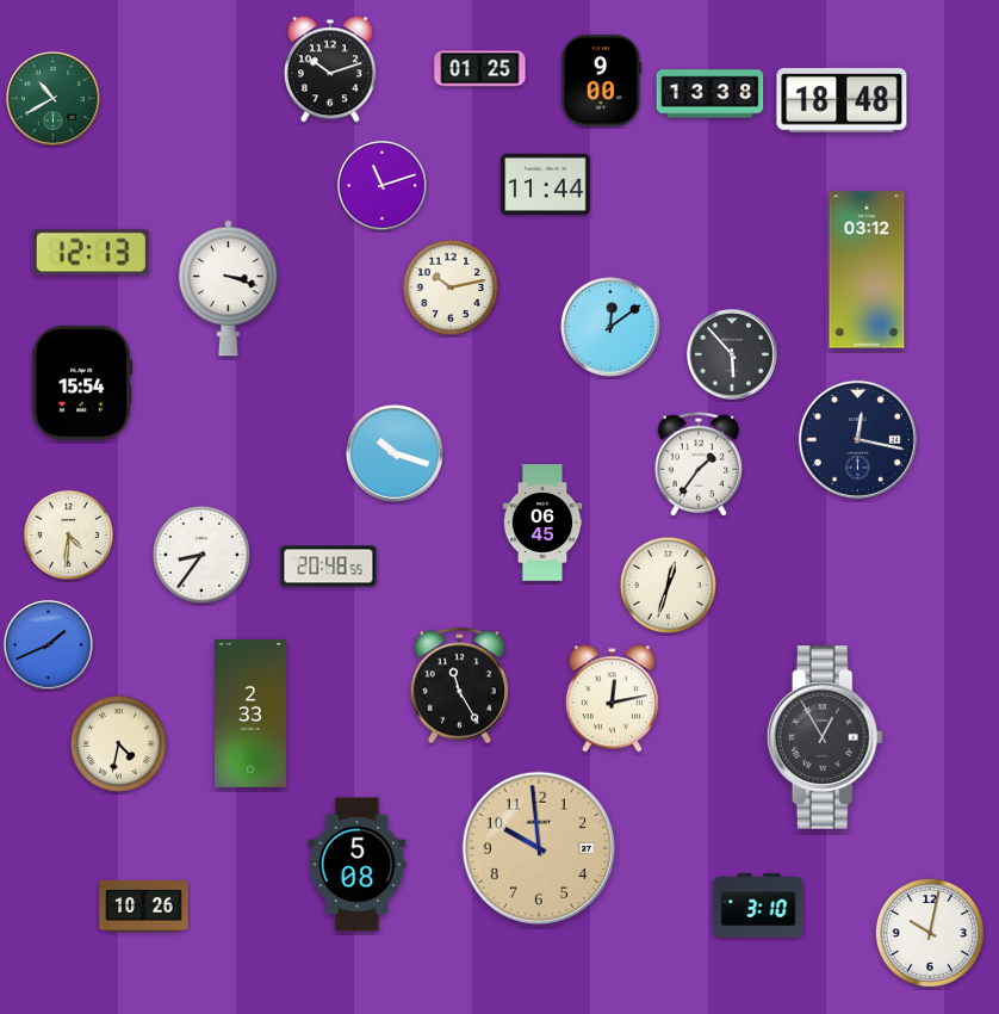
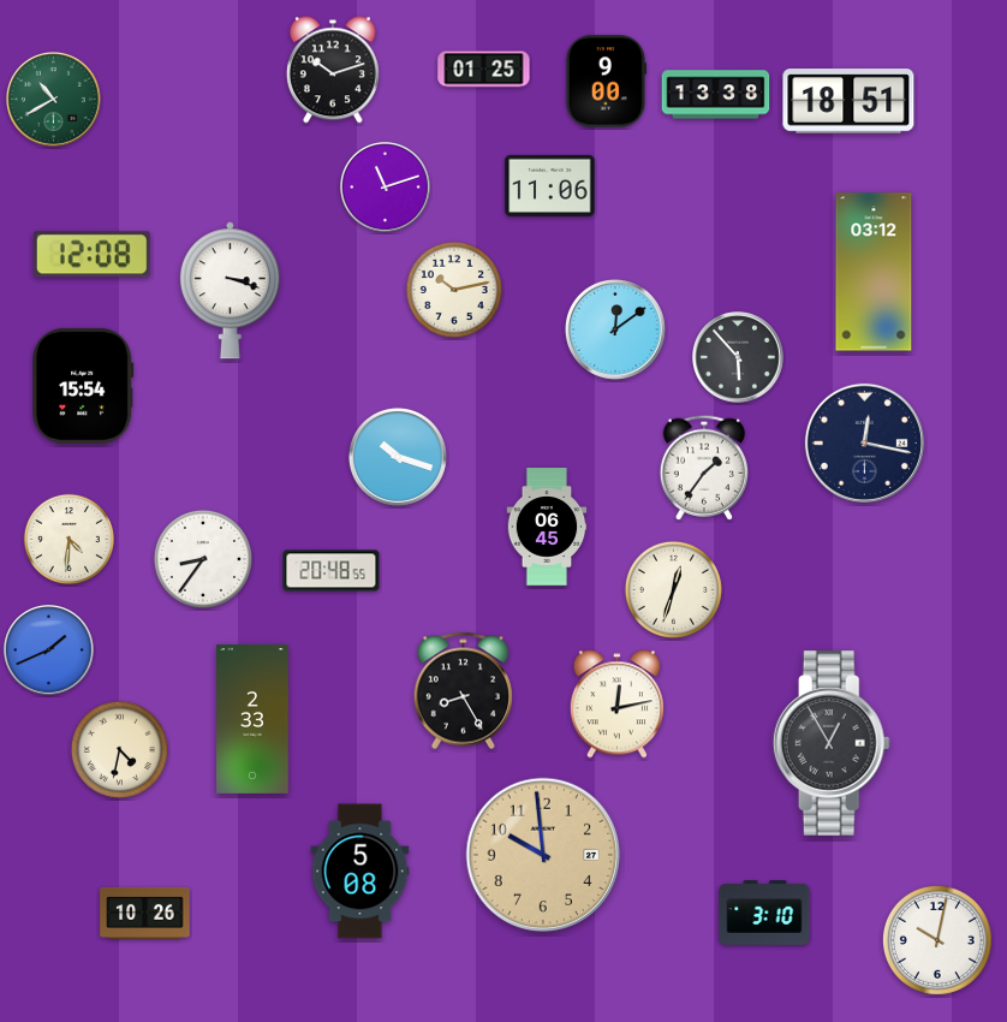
clock at (842, 100): 18:48 -> 18:51
clock at (546, 184): 11:44 -> 11:06
clock at (91, 253): 12:13 -> 12:08
clock at (459, 686): 11:25 -> 8:25
